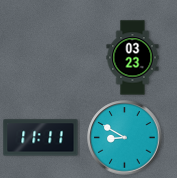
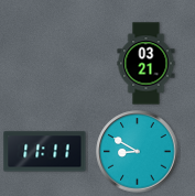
clock at (133, 58): 03:23 -> 03:21
